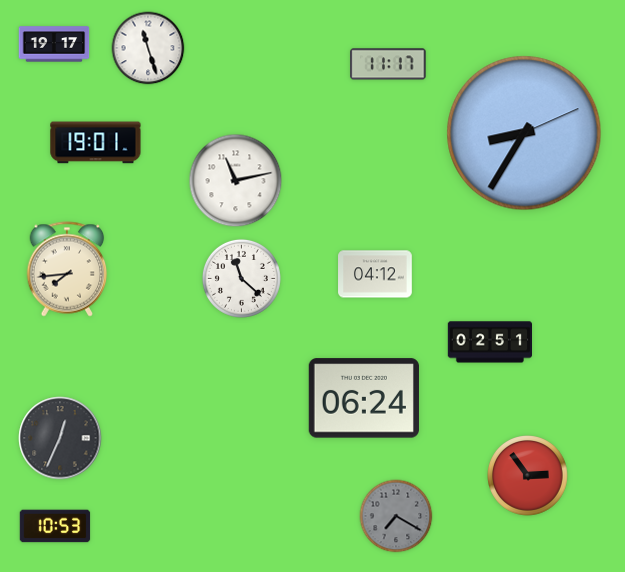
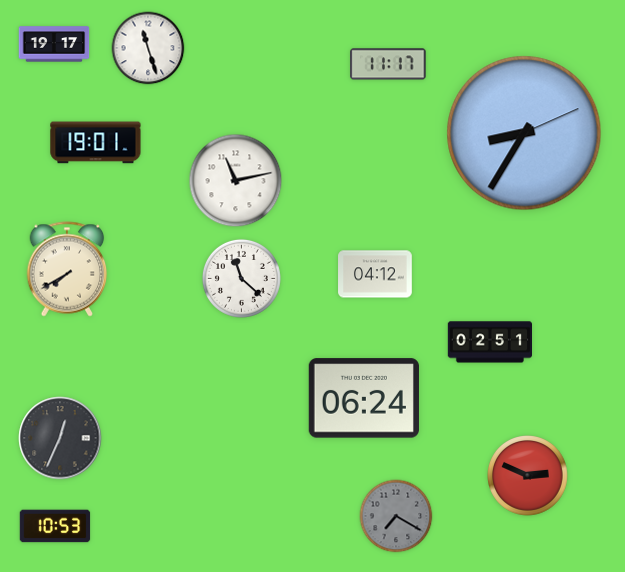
clock at (67, 269): 7:44 -> 7:40
clock at (528, 476): 2:54 -> 2:49
